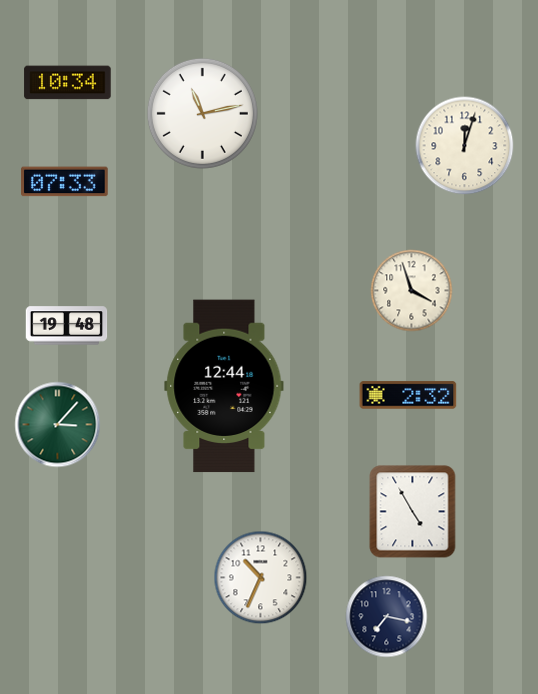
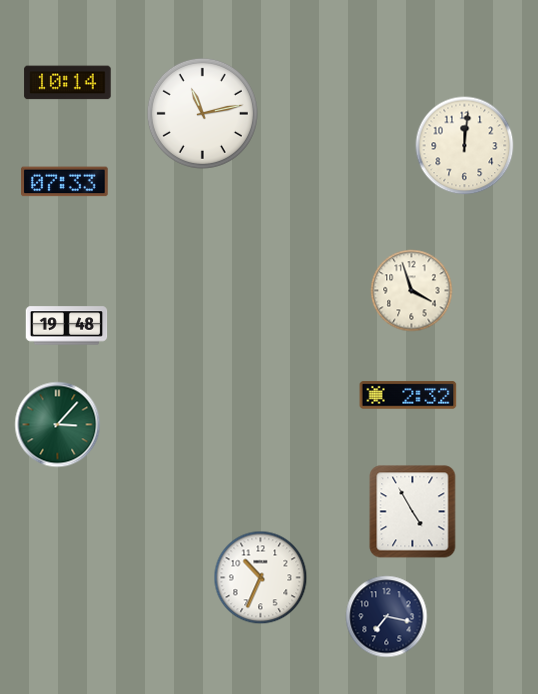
clock at (68, 83): 10:34 -> 10:14
clock at (465, 146): 12:03 -> 12:01
clock at (224, 386): 12:44 -> none
